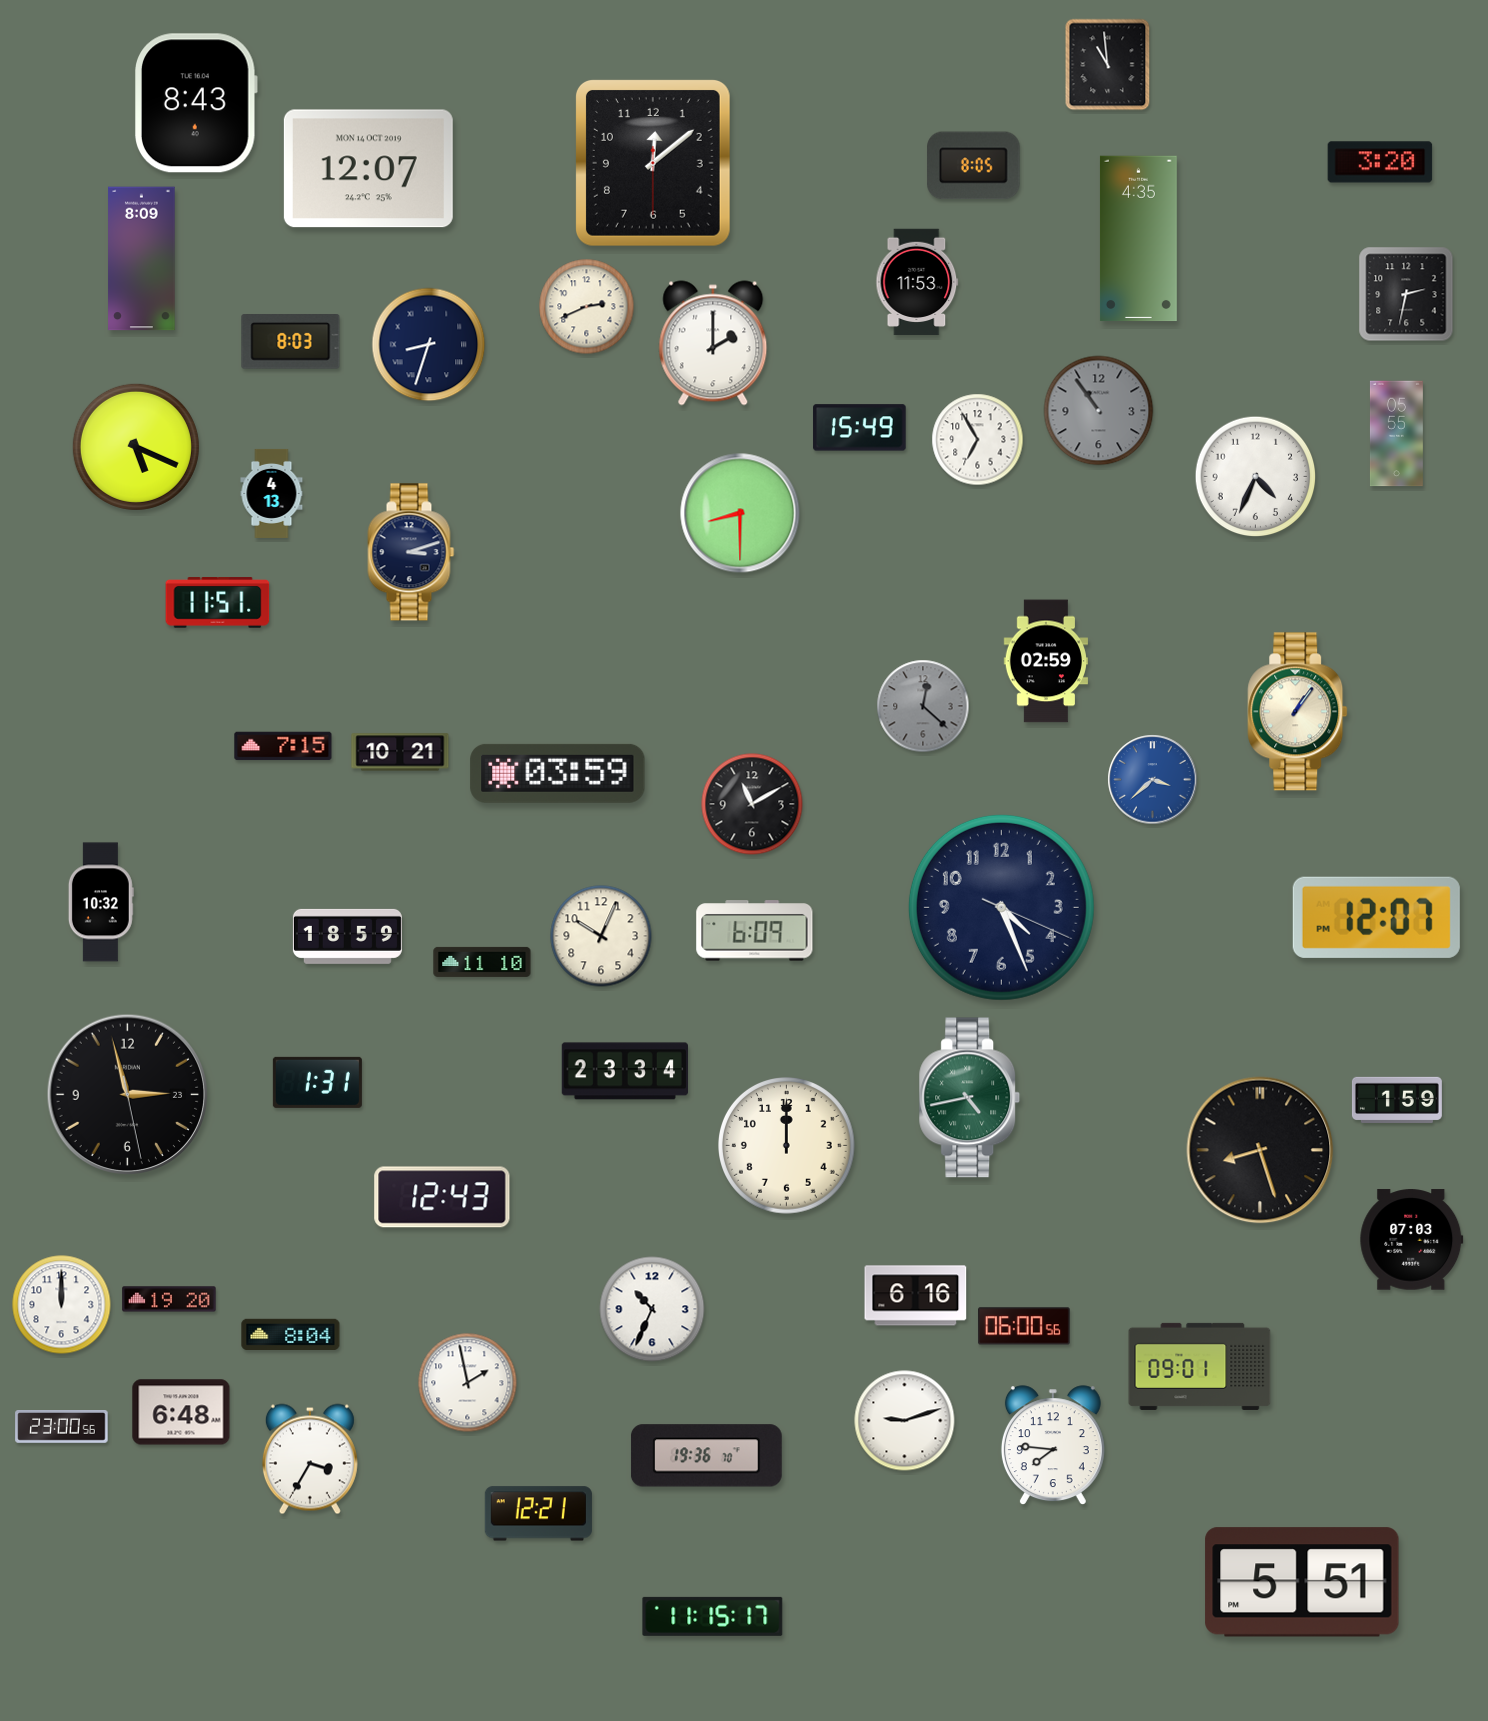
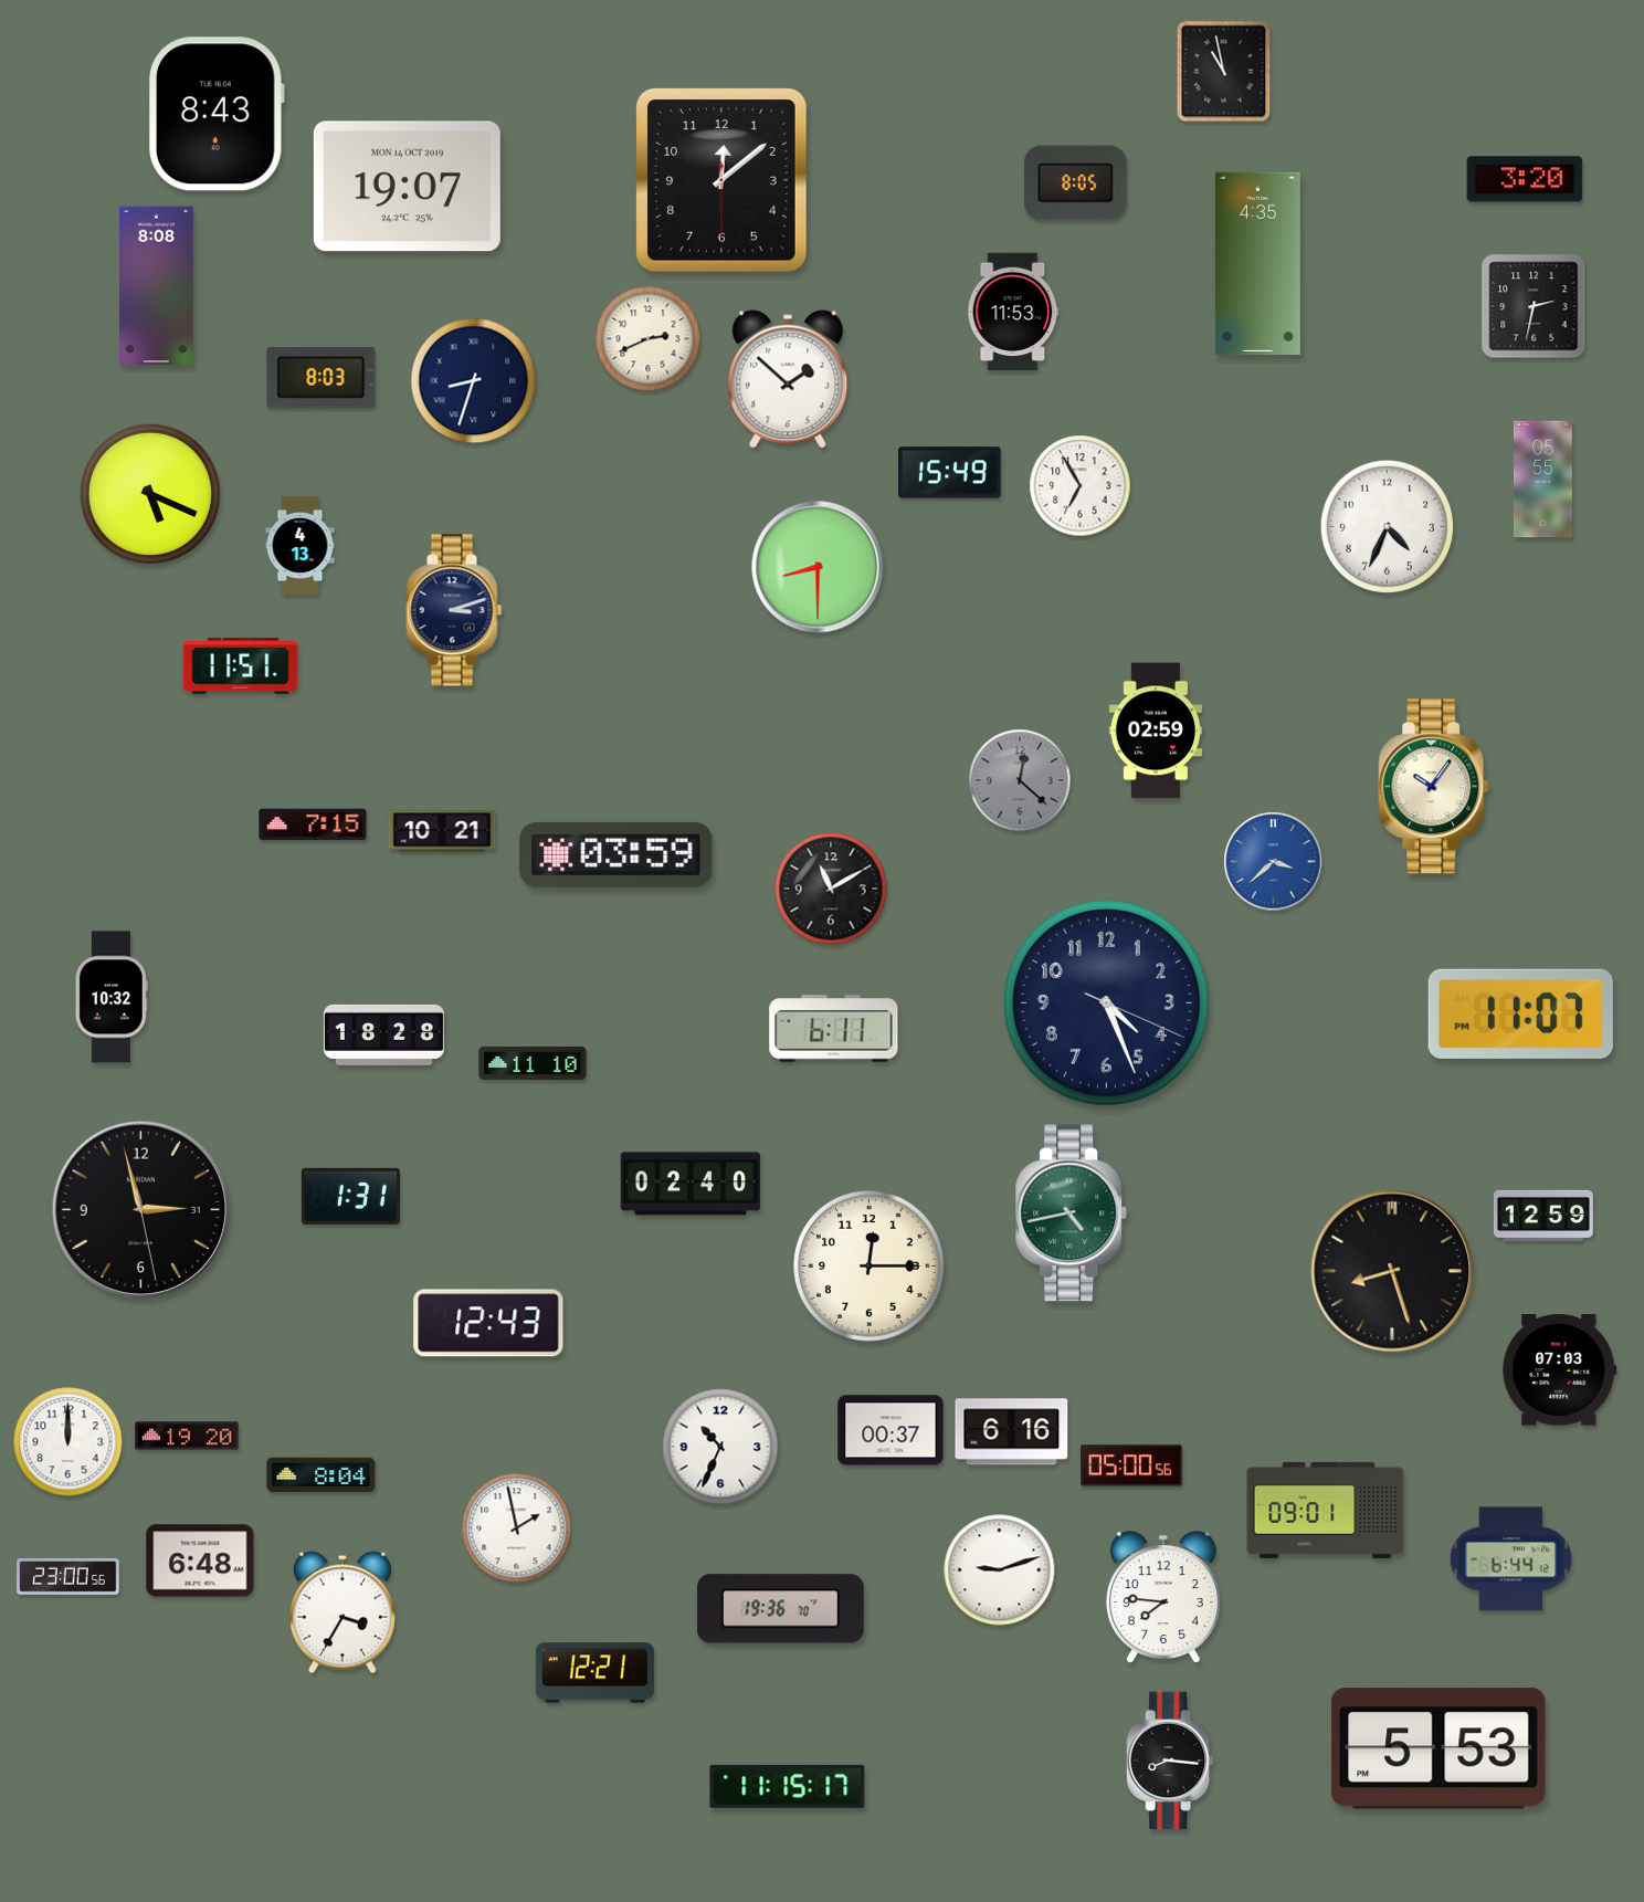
clock at (1108, 65): 10:59 -> 10:58
clock at (368, 169): 12:07 -> 19:07
clock at (142, 259): 8:09 -> 8:08
clock at (1406, 294) position: (1406, 294) -> (1534, 306)
clock at (713, 343): 2:00 -> 1:52
clock at (1099, 411): 10:54 -> none
clock at (1298, 712): 1:06 -> 10:06
clock at (1376, 917): 12:07 -> 11:07
clock at (755, 931): 6:09 -> 6:11
clock at (347, 936): 18:59 -> 18:28
clock at (601, 936): 10:04 -> none
clock at (625, 1071): 23:34 -> 02:40
clock at (127, 1094) date: 23 -> 31
clock at (1397, 1100): 1:59 -> 12:59
clock at (787, 1146): 12:00 -> 12:15
clock at (890, 1430): none -> 00:37
clock at (1024, 1326): 06:00 -> 05:00
clock at (1510, 1559): none -> 6:44
clock at (1302, 1582): 5:51 -> 5:53
clock at (1170, 1761): none -> 8:16
